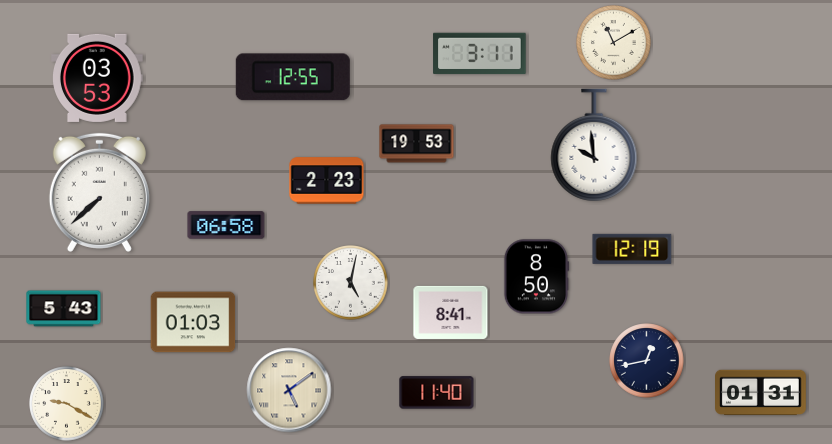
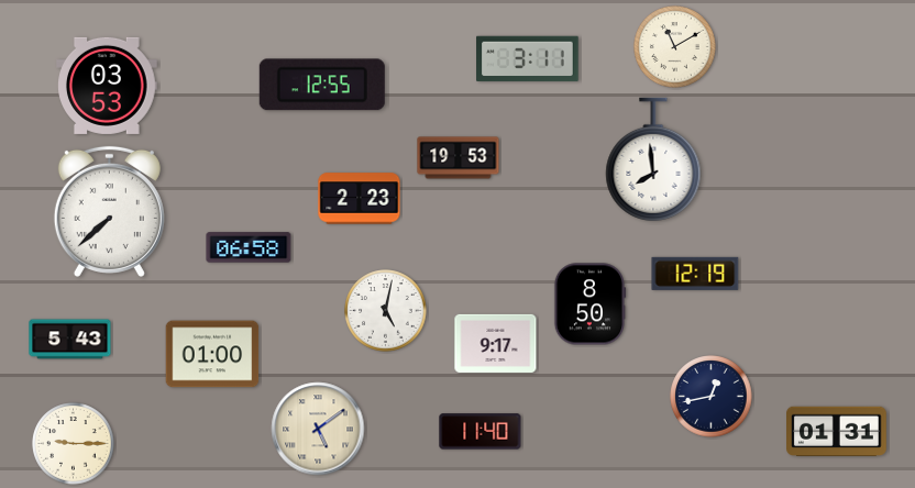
clock at (594, 145): 9:59 -> 7:59
clock at (451, 312): 8:41 -> 9:17
clock at (193, 322): 01:03 -> 01:00
clock at (67, 404): 9:20 -> 9:15
